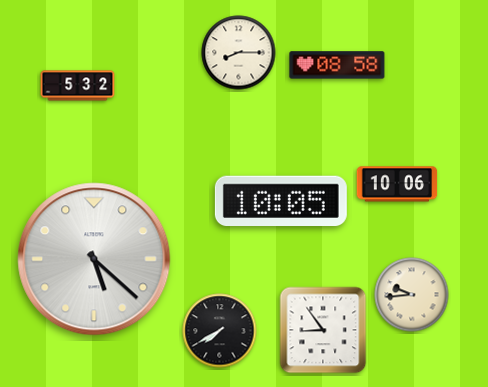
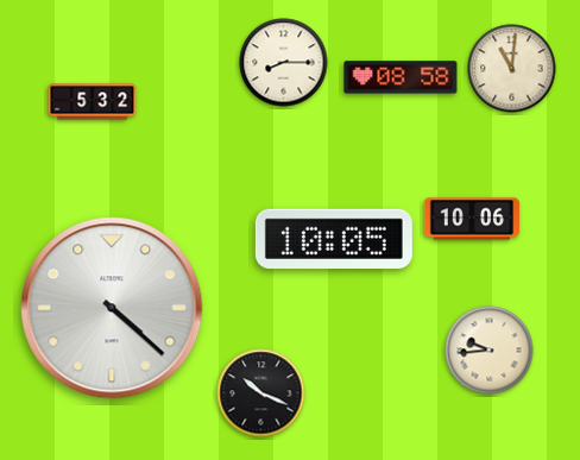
clock at (512, 69): none -> 11:01
clock at (94, 259): 5:22 -> 4:22
clock at (323, 330): 8:54 -> none
clock at (220, 331): 7:40 -> 10:19
